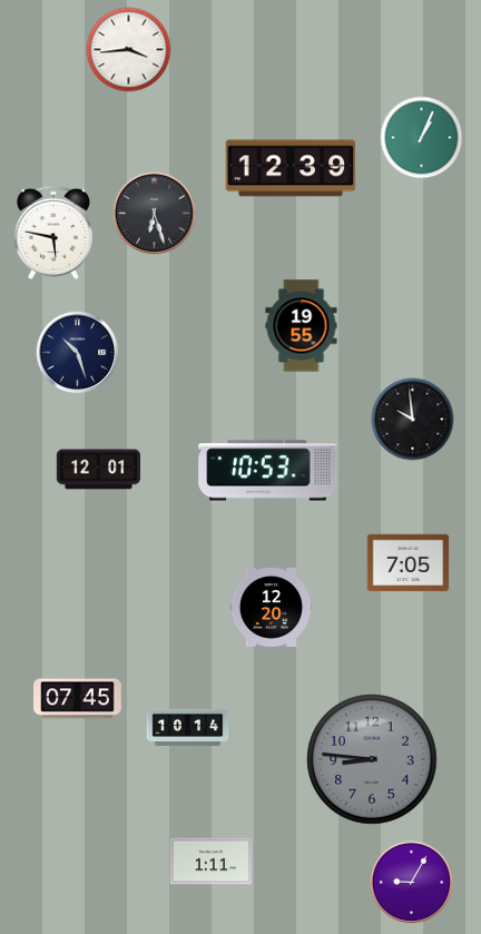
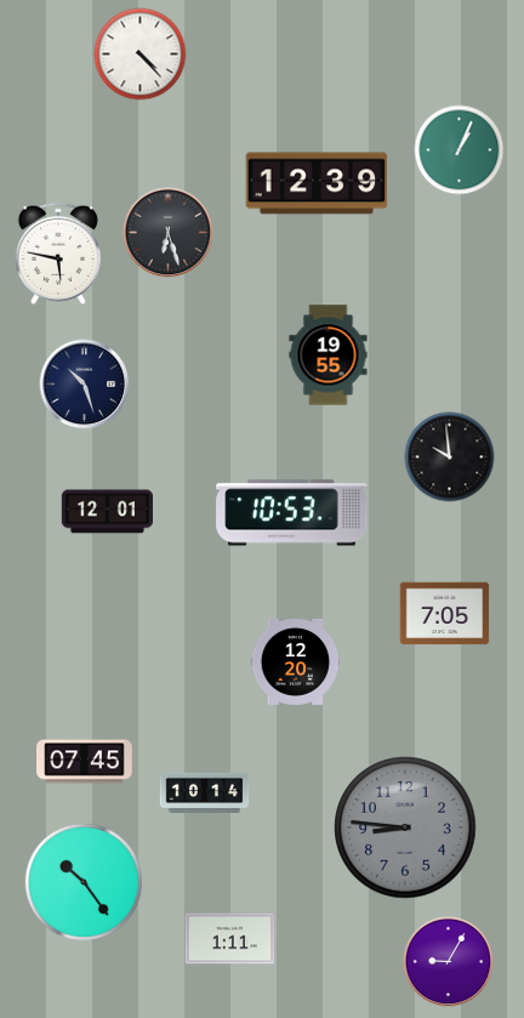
clock at (129, 50): 3:44 -> 4:23
clock at (84, 882): none -> 10:24
